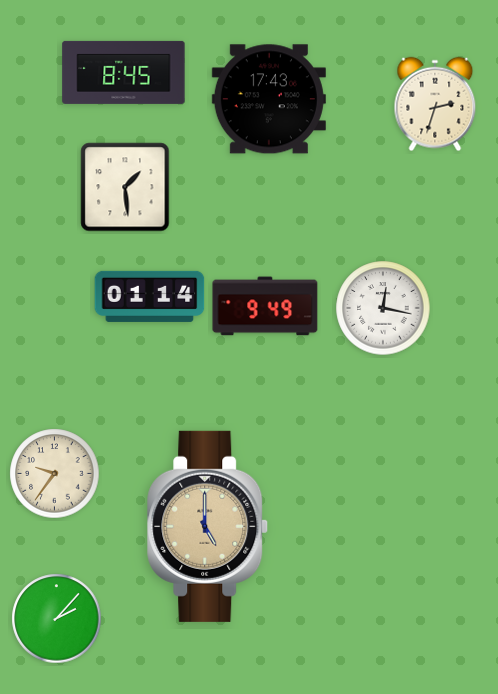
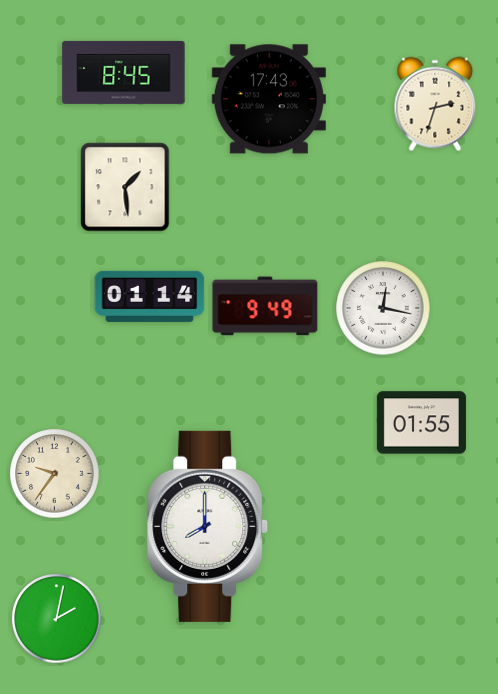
clock at (421, 423): none -> 01:55
clock at (208, 526): 5:00 -> 8:00
clock at (208, 526) dial: champagne -> white
clock at (57, 619): 2:07 -> 2:02
